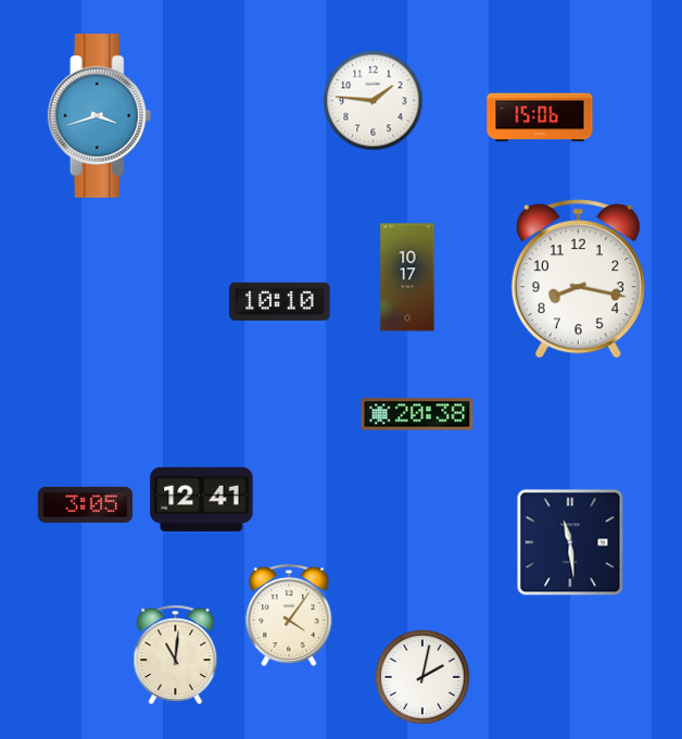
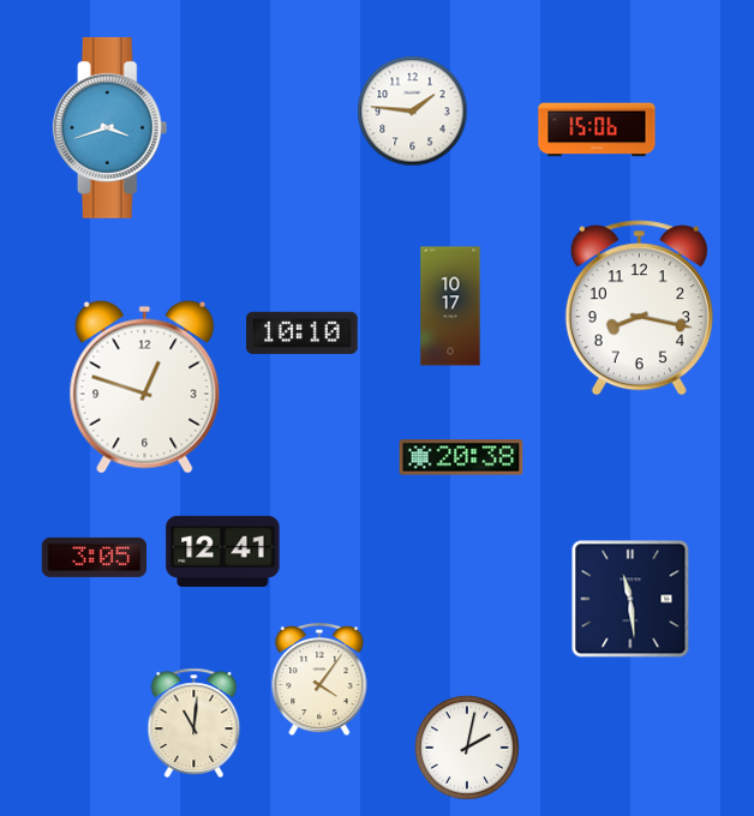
clock at (280, 301) position: (280, 301) -> (303, 332)
clock at (145, 386): none -> 12:48
